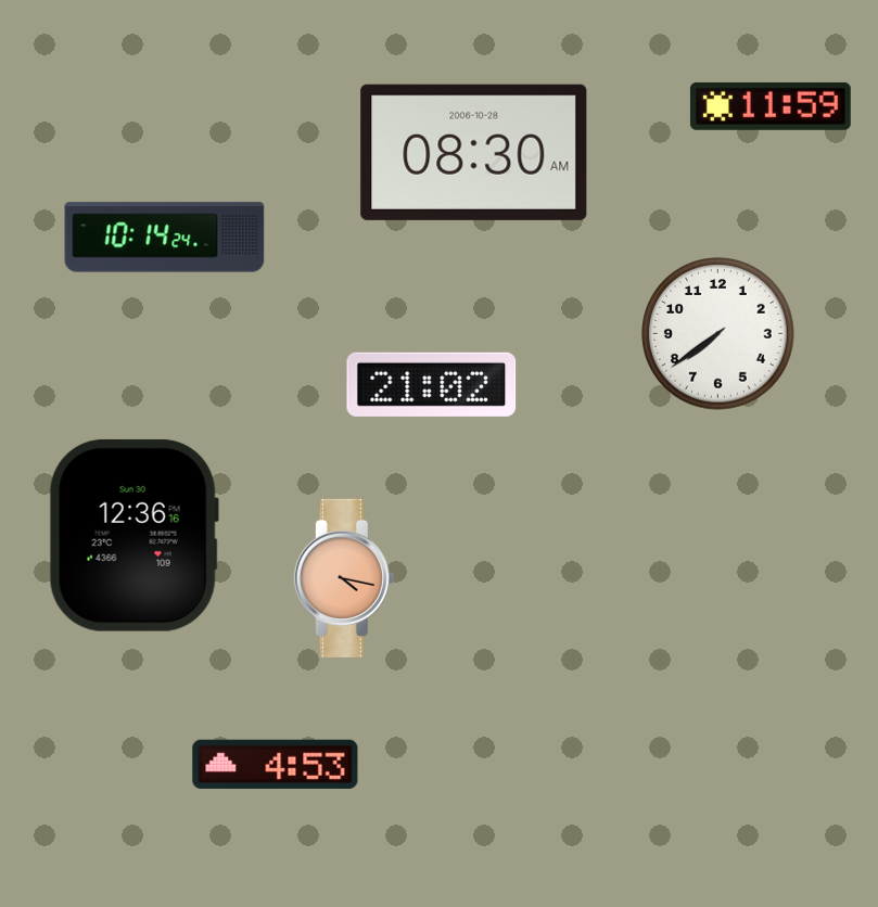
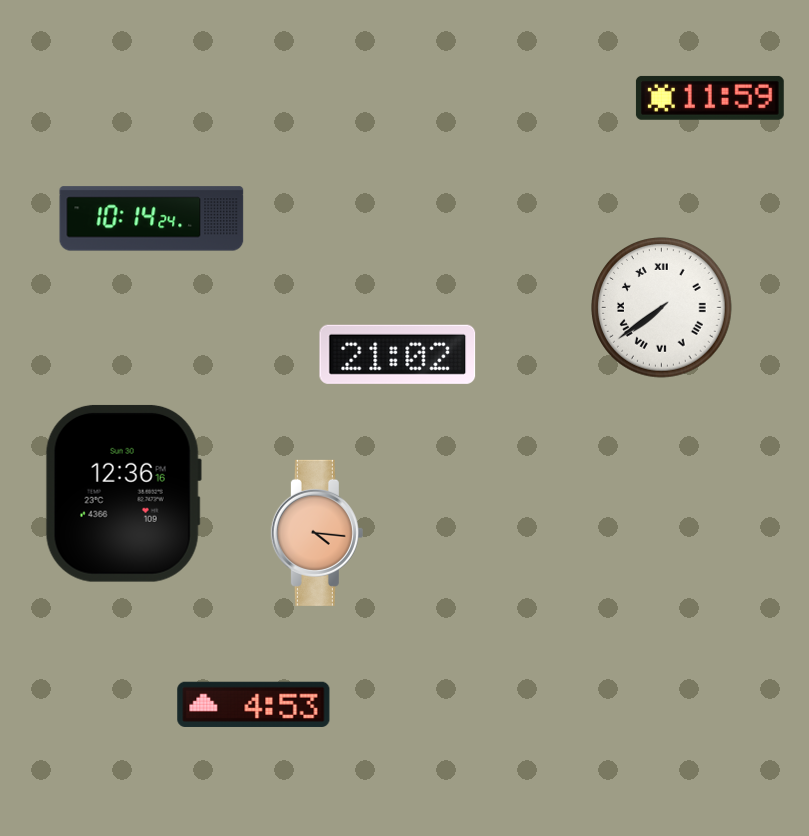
clock at (474, 152): 08:30 -> none
clock at (718, 334) numerals: Arabic -> Roman
clock at (344, 578): 4:17 -> 4:16
